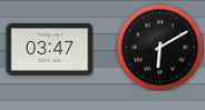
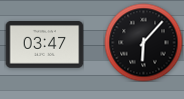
clock at (159, 47): 6:10 -> 6:07
